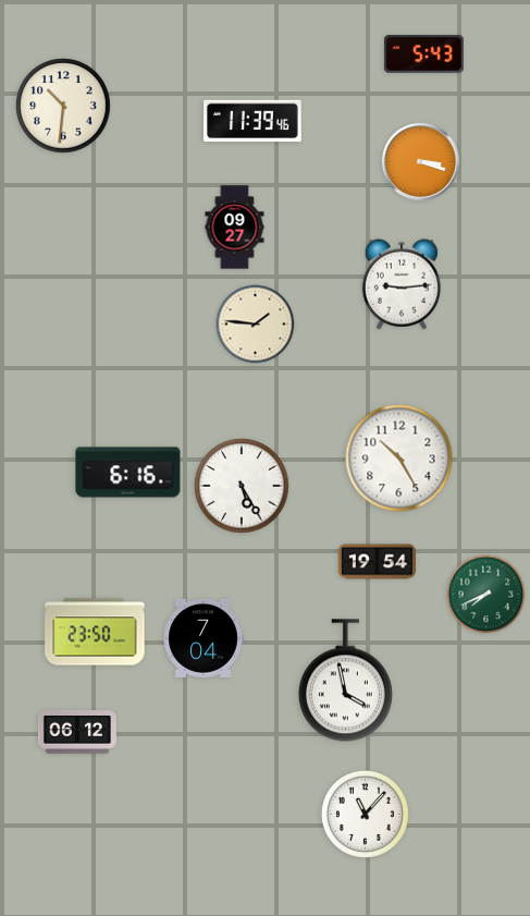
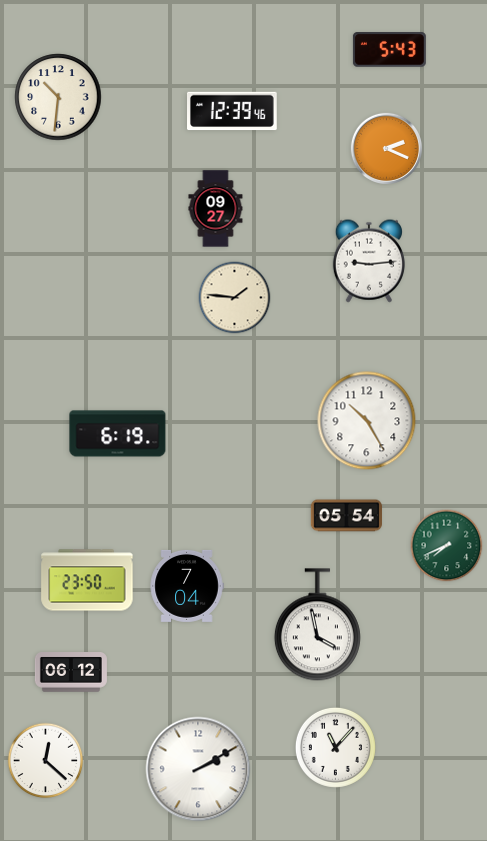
clock at (254, 121): 11:39 -> 12:39
clock at (420, 161): 3:18 -> 2:19
clock at (128, 473): 6:16 -> 6:19
clock at (242, 486): 5:25 -> none
clock at (377, 562): 19:54 -> 05:54
clock at (46, 761): none -> 12:22
clock at (198, 769): none -> 2:10
